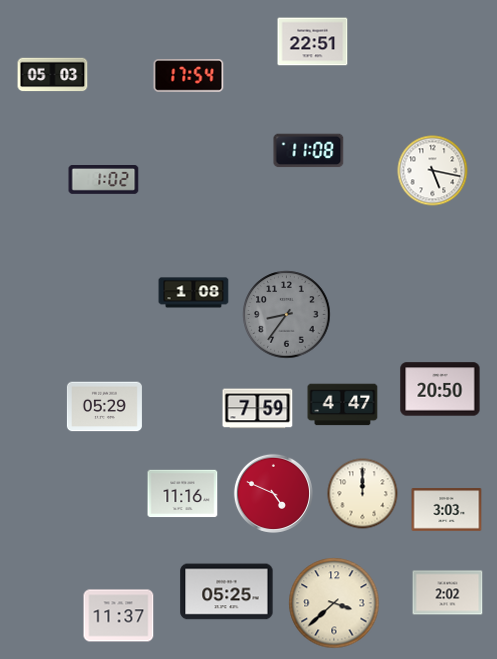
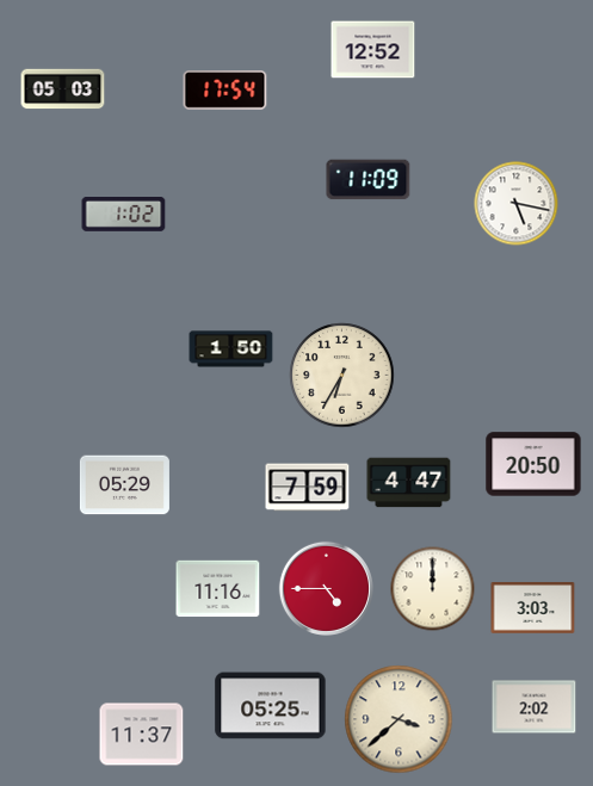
clock at (313, 42): 22:51 -> 12:52
clock at (309, 151): 11:08 -> 11:09
clock at (194, 293): 1:08 -> 1:50
clock at (287, 315): 8:36 -> 6:35
clock at (287, 315) dial: grey -> cream
clock at (440, 389) position: (440, 389) -> (533, 464)
clock at (273, 493): 4:49 -> 4:45
